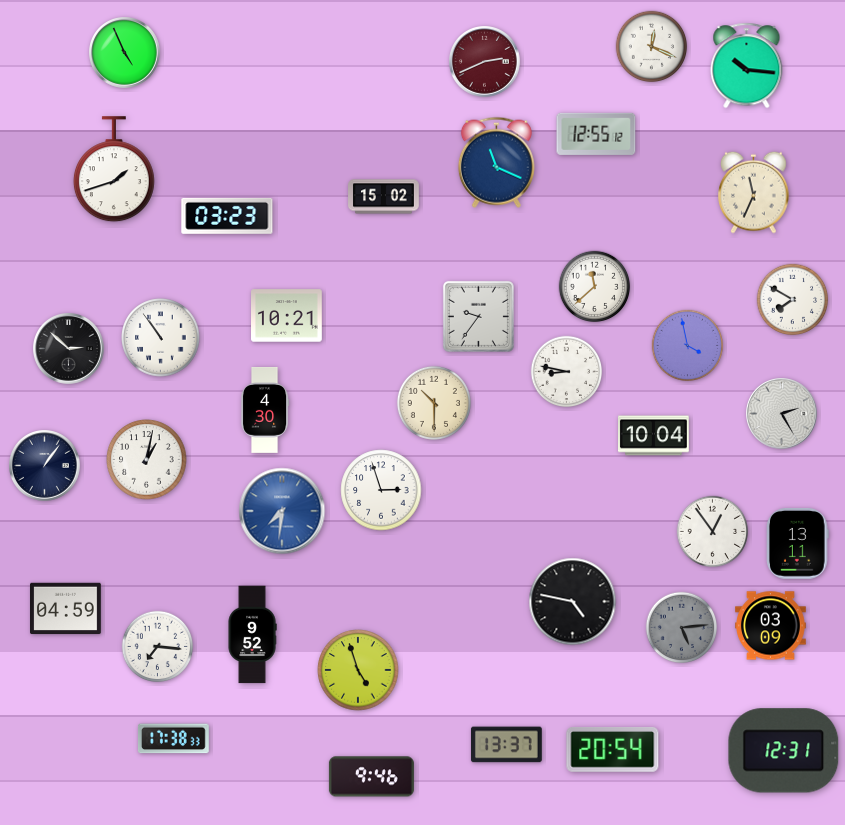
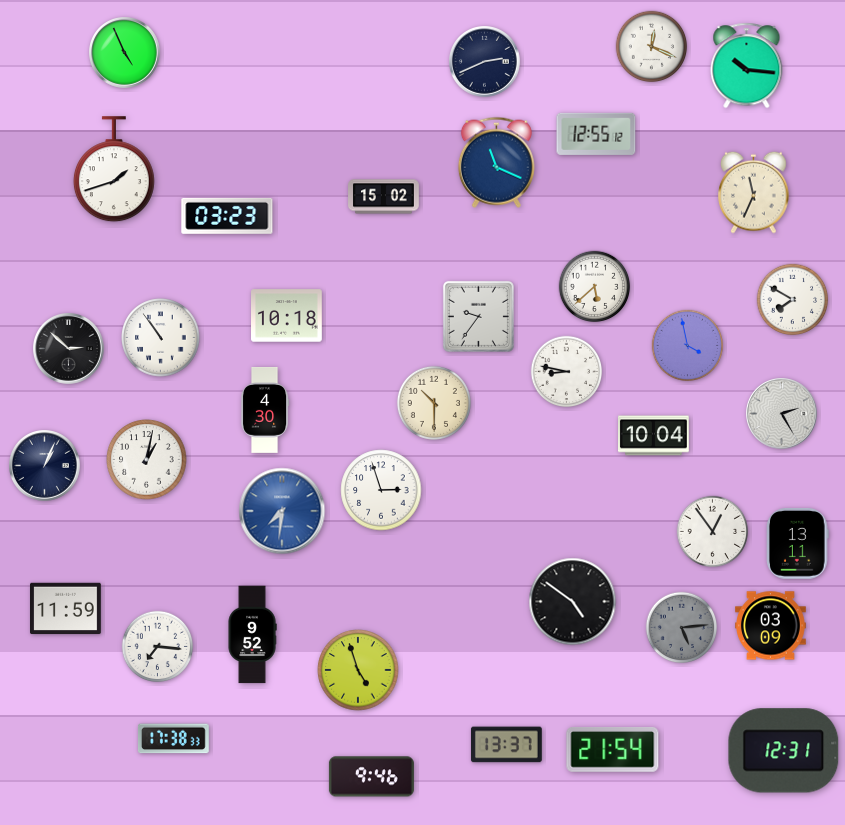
clock at (485, 62) dial: burgundy -> navy
clock at (595, 287): 11:38 -> 5:38
clock at (287, 316): 10:21 -> 10:18
clock at (45, 466): 1:06 -> 1:04
clock at (573, 602): 4:47 -> 4:51
clock at (66, 609): 04:59 -> 11:59
clock at (613, 750): 20:54 -> 21:54
